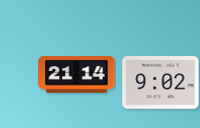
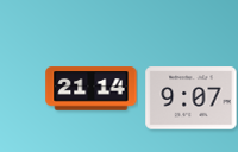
clock at (161, 83): 9:02 -> 9:07
